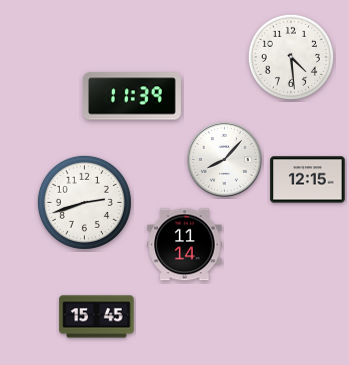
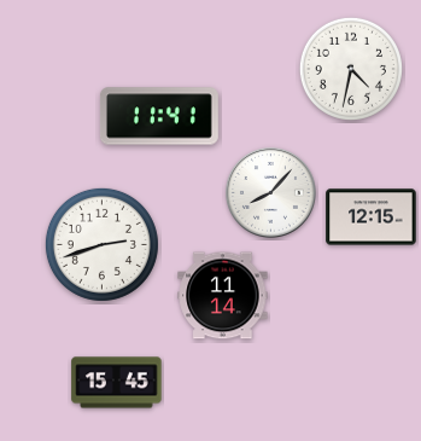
clock at (291, 57): 4:29 -> 4:32
clock at (132, 96): 11:39 -> 11:41
